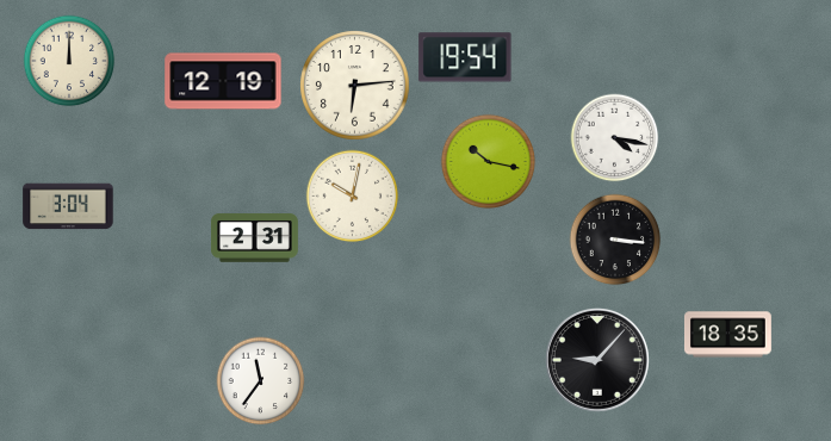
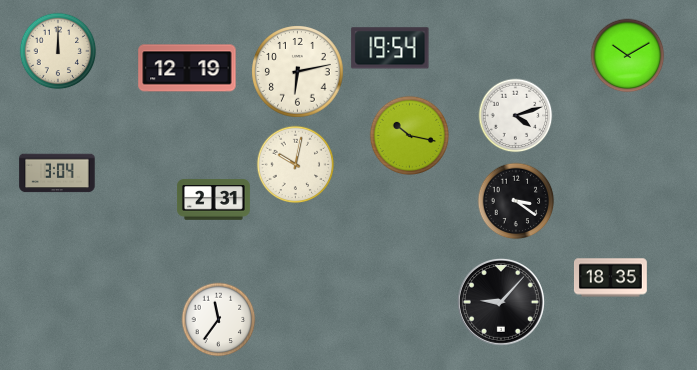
clock at (628, 56): none -> 10:10
clock at (355, 86): 6:14 -> 6:13
clock at (615, 138): 4:17 -> 4:12
clock at (615, 240): 3:16 -> 3:21
clock at (727, 335) position: (727, 335) -> (610, 278)
